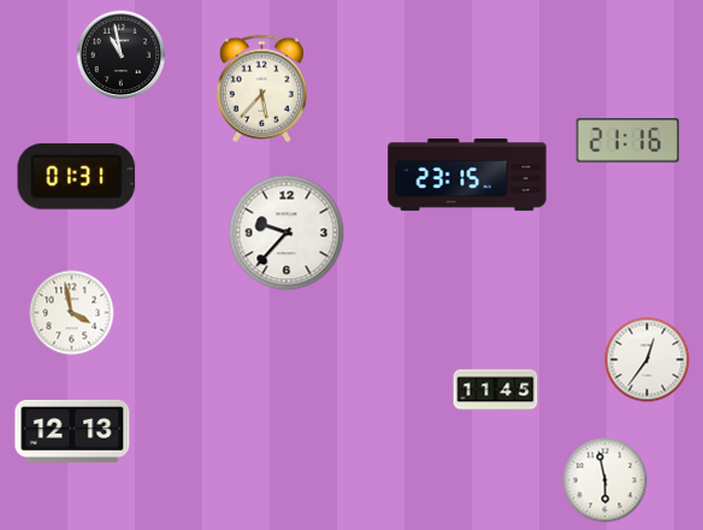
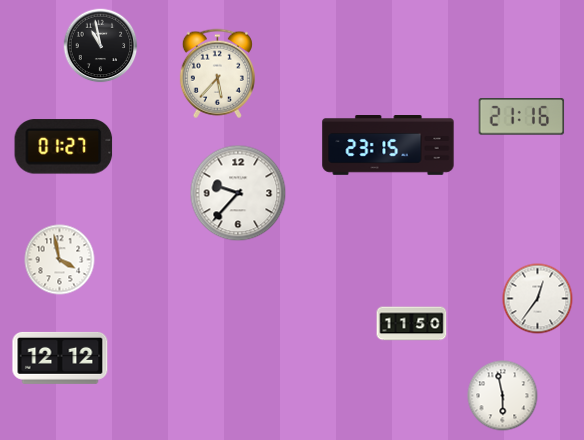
clock at (77, 177): 01:31 -> 01:27
clock at (496, 390): 11:45 -> 11:50
clock at (72, 431): 12:13 -> 12:12
clock at (605, 481) position: (605, 481) -> (503, 396)
